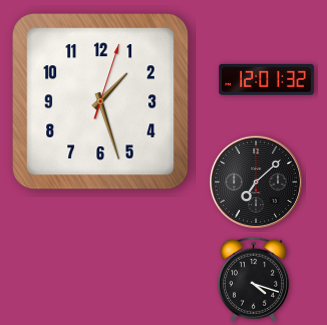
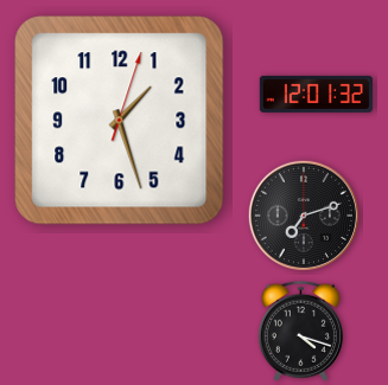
clock at (256, 182): 7:08 -> 7:12
